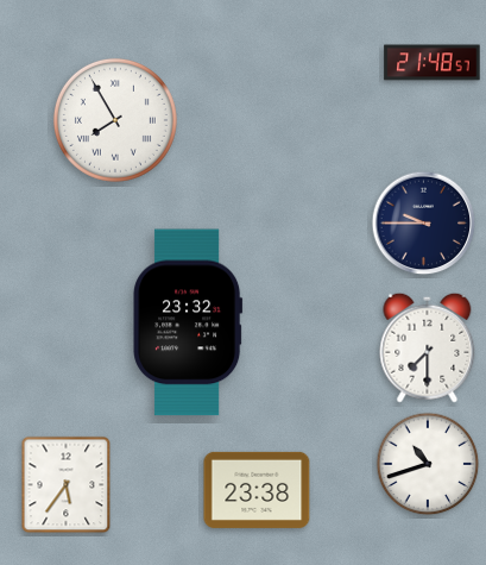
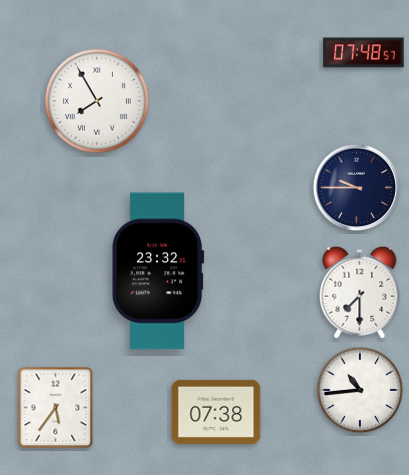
clock at (433, 63): 21:48 -> 07:48
clock at (428, 464): 10:42 -> 10:44
clock at (257, 490): 23:38 -> 07:38
